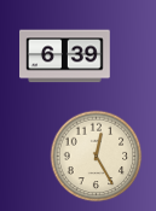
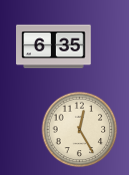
clock at (65, 57): 6:39 -> 6:35
